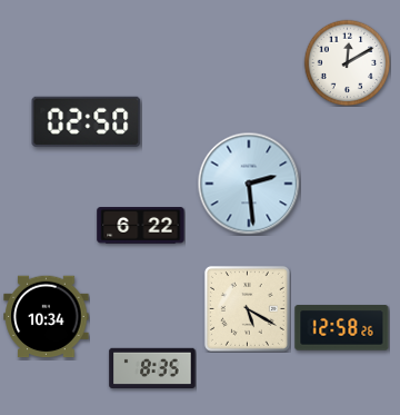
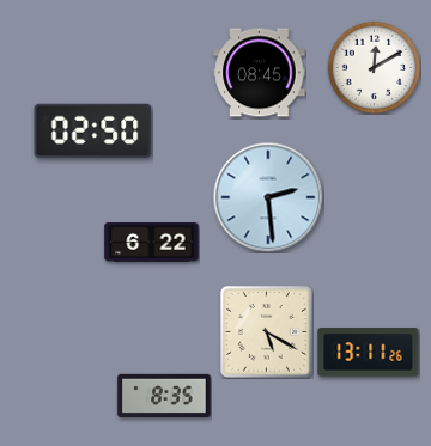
clock at (260, 73): none -> 08:45
clock at (47, 317): 10:34 -> none
clock at (342, 328): 12:58 -> 13:11
